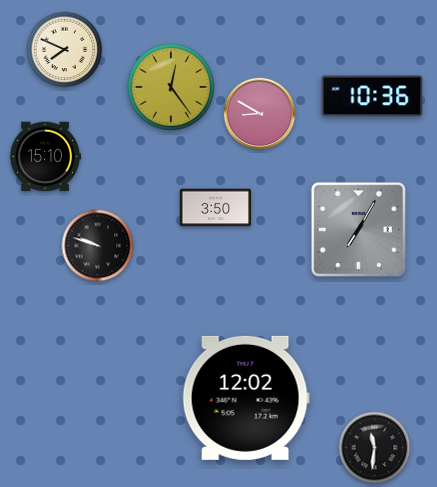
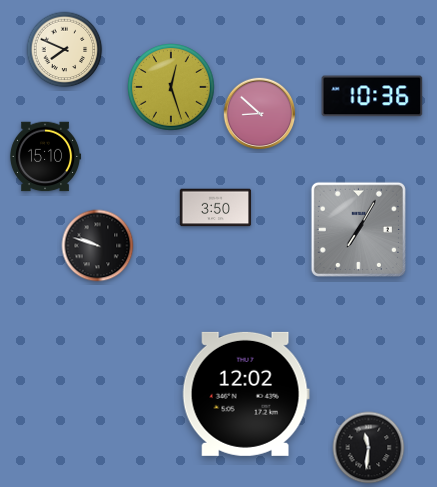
clock at (171, 87): 12:24 -> 12:27
clock at (260, 114): 8:50 -> 8:52
clock at (246, 398) position: (246, 398) -> (246, 394)
clock at (375, 448) position: (375, 448) -> (369, 448)
